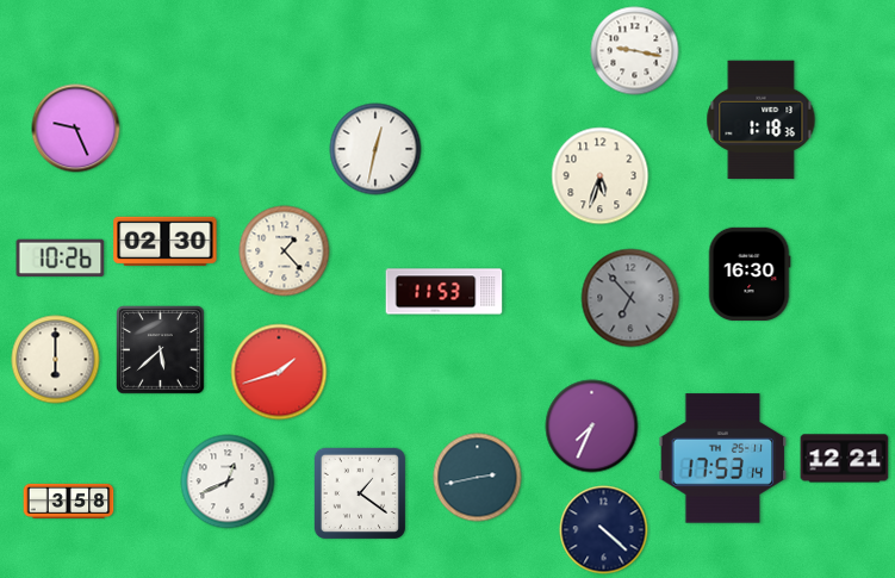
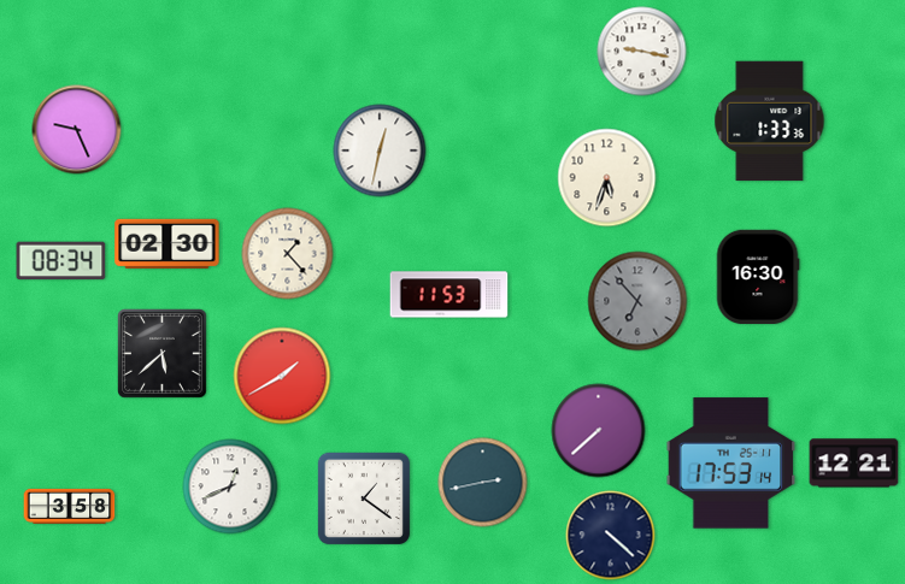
clock at (762, 120): 1:18 -> 1:33
clock at (61, 259): 10:26 -> 08:34
clock at (56, 360): 6:00 -> none
clock at (279, 372): 1:42 -> 1:40
clock at (592, 427): 7:34 -> 7:38
